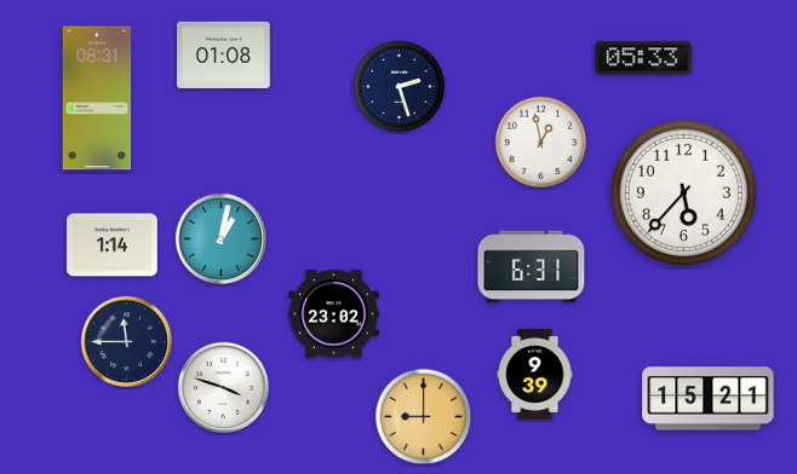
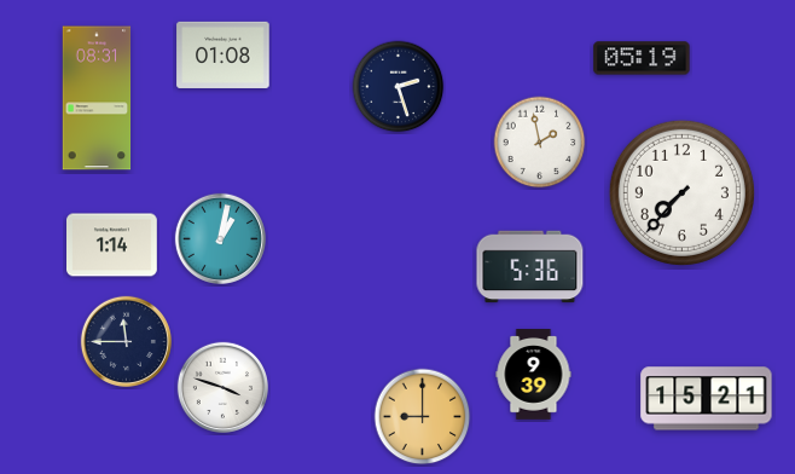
clock at (643, 58): 05:33 -> 05:19
clock at (541, 143): 12:58 -> 1:58
clock at (683, 192): 5:37 -> 7:37
clock at (532, 267): 6:31 -> 5:36
clock at (334, 314): 23:02 -> none
